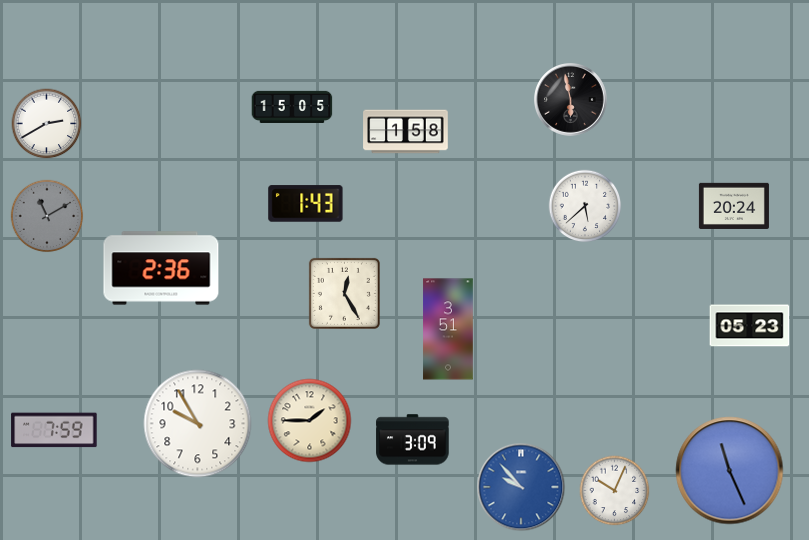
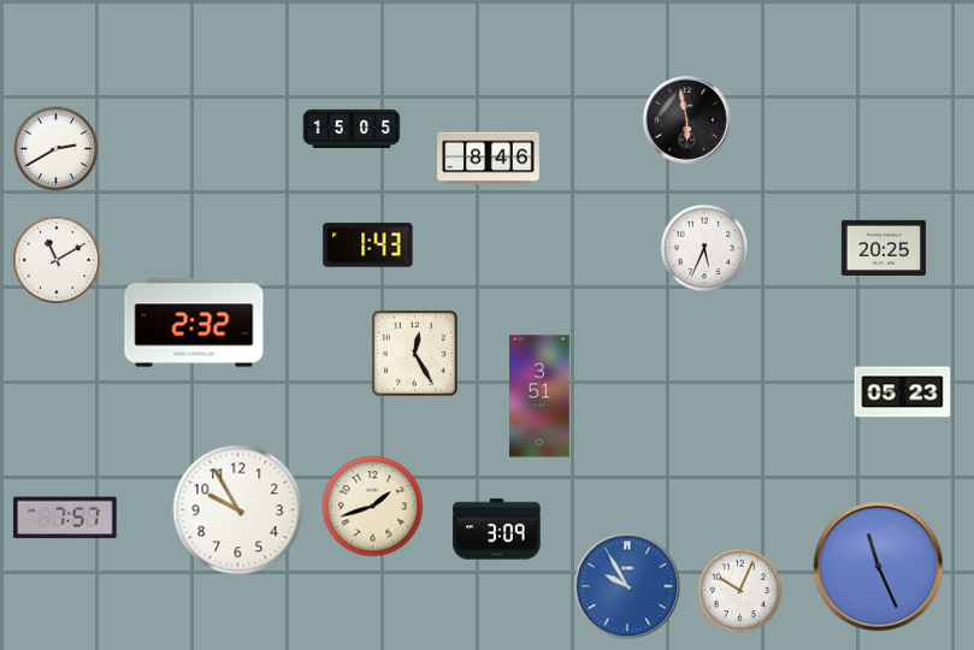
clock at (406, 132): 1:58 -> 8:46
clock at (734, 205): 20:24 -> 20:25
clock at (585, 206): 5:38 -> 5:34
clock at (47, 216) dial: grey -> white
clock at (161, 268): 2:36 -> 2:32
clock at (310, 421): 1:45 -> 1:42
clock at (54, 430): 7:59 -> 7:57
clock at (521, 487): 9:53 -> 9:55
